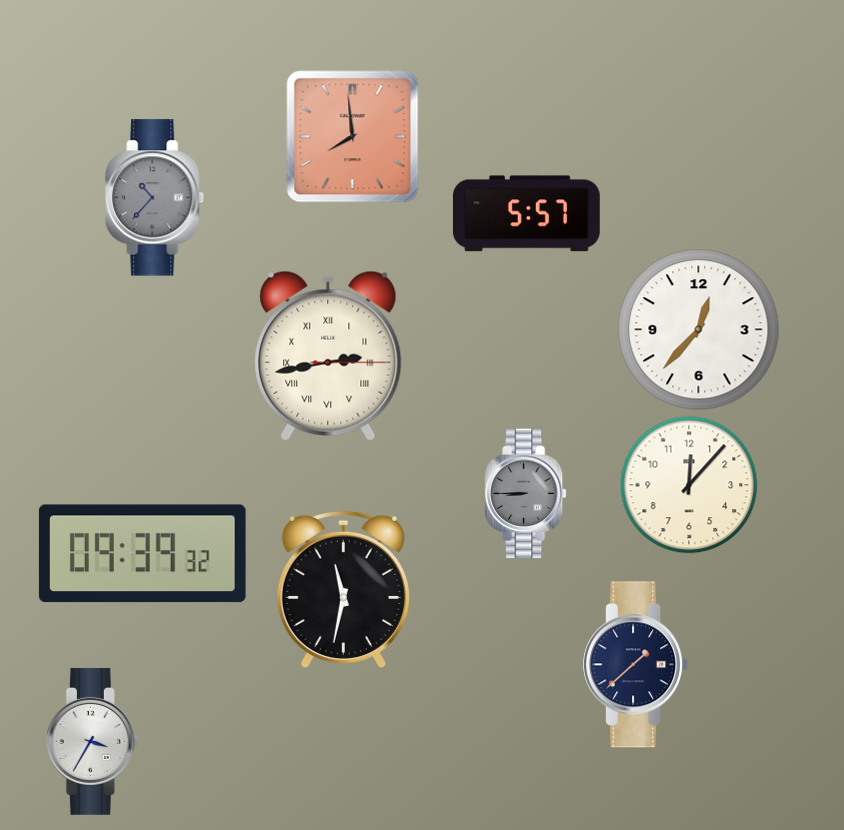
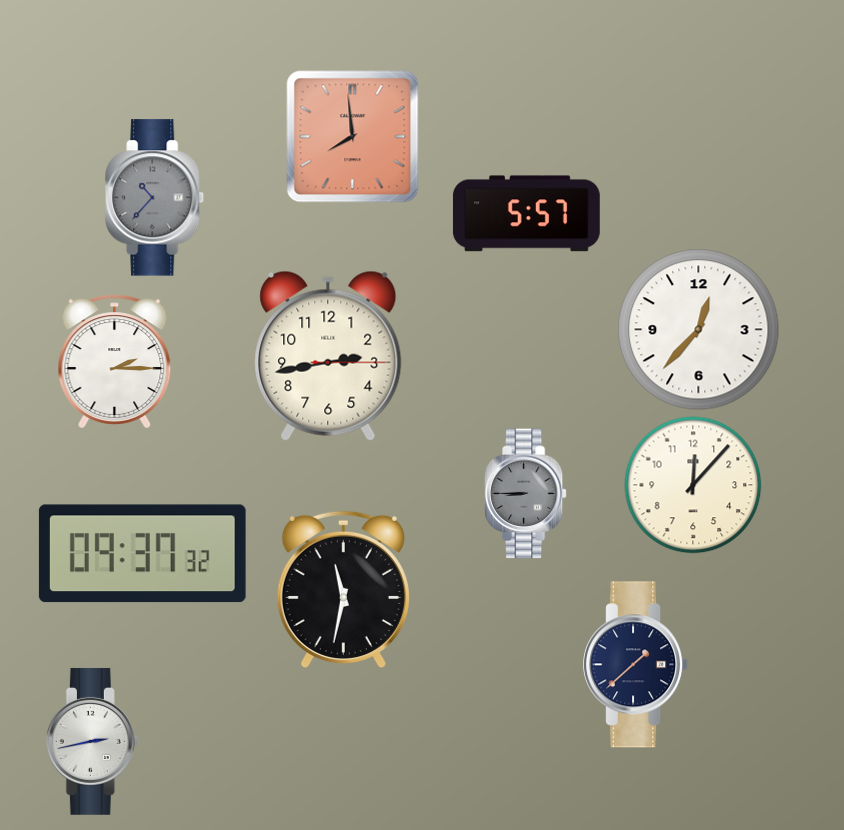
clock at (328, 356) numerals: Roman -> Arabic
clock at (115, 362): none -> 2:15
clock at (689, 485) position: (689, 485) -> (693, 485)
clock at (142, 554): 09:39 -> 09:37
clock at (92, 741): 3:35 -> 2:43
